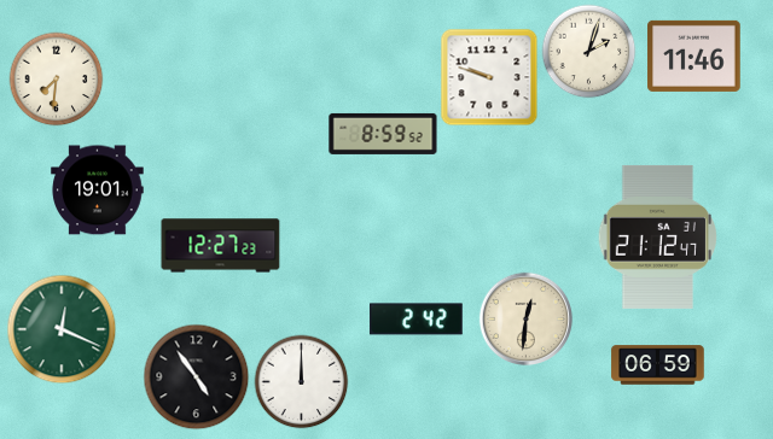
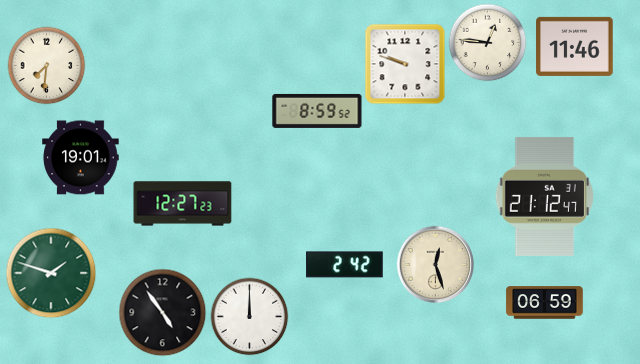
clock at (588, 51): 2:03 -> 12:46
clock at (525, 318): 12:31 -> 12:27
clock at (62, 329): 12:19 -> 1:48
